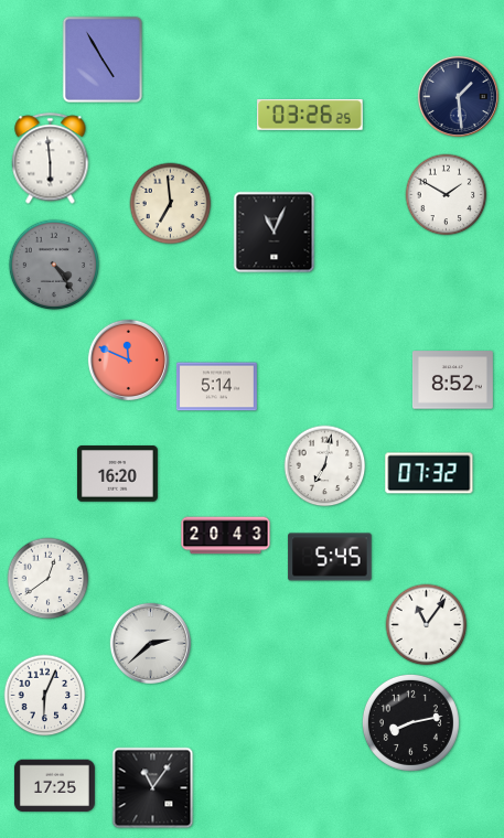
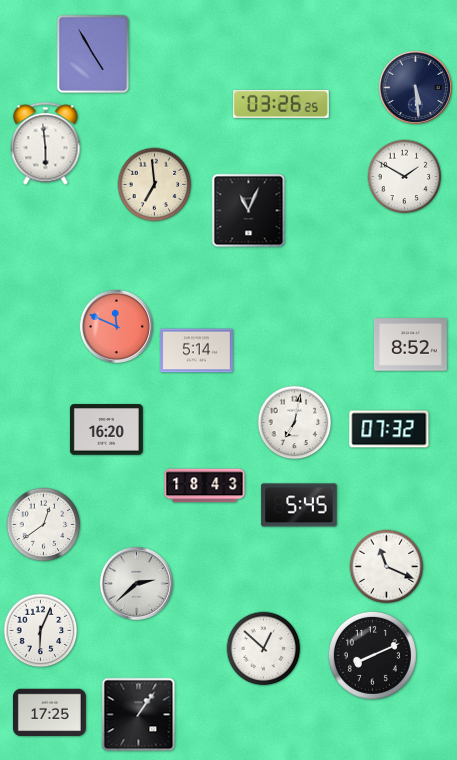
clock at (458, 96): 1:29 -> 5:29
clock at (53, 264): 4:24 -> none
clock at (226, 536): 20:43 -> 18:43
clock at (427, 625): 11:06 -> 11:19
clock at (264, 649): none -> 12:52
clock at (410, 722): 8:13 -> 8:11
clock at (153, 788): 11:06 -> 1:06
